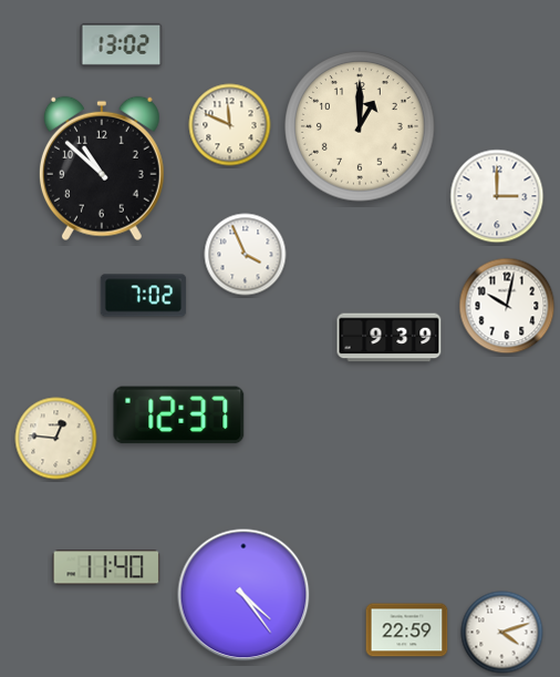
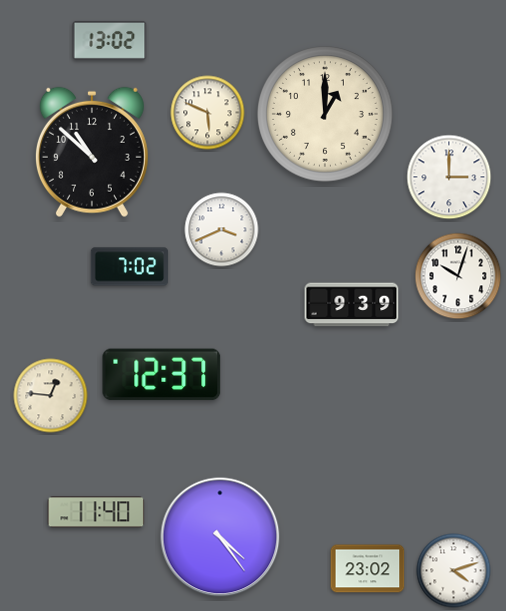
clock at (230, 125): 11:49 -> 5:49
clock at (246, 255): 3:56 -> 3:41
clock at (507, 306): 10:02 -> 10:03
clock at (407, 630): 22:59 -> 23:02
